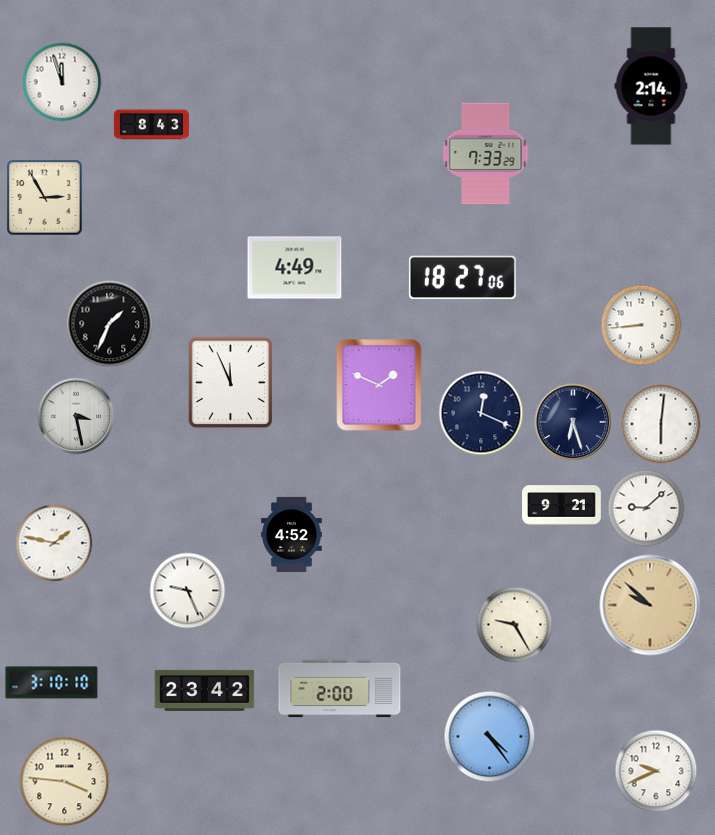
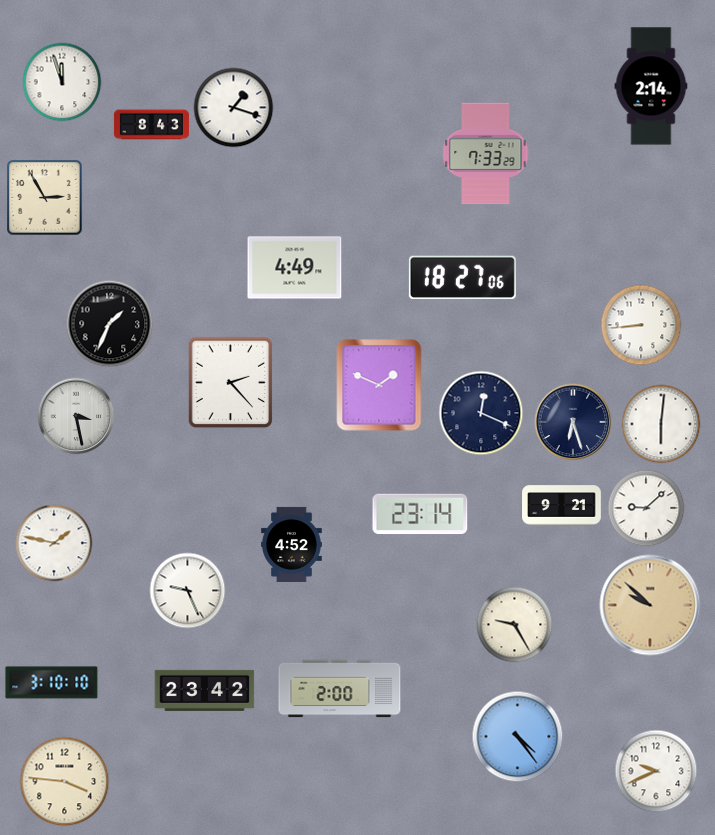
clock at (234, 108): none -> 1:18
clock at (231, 383): 11:56 -> 2:23
clock at (420, 514): none -> 23:14
clock at (292, 534) position: (292, 534) -> (292, 544)
clock at (490, 737) position: (490, 737) -> (518, 737)
